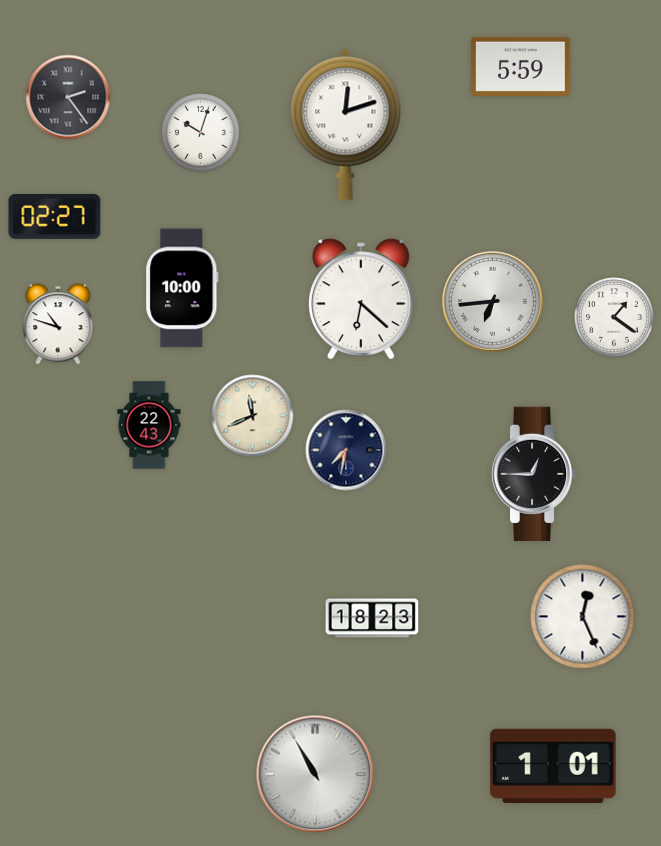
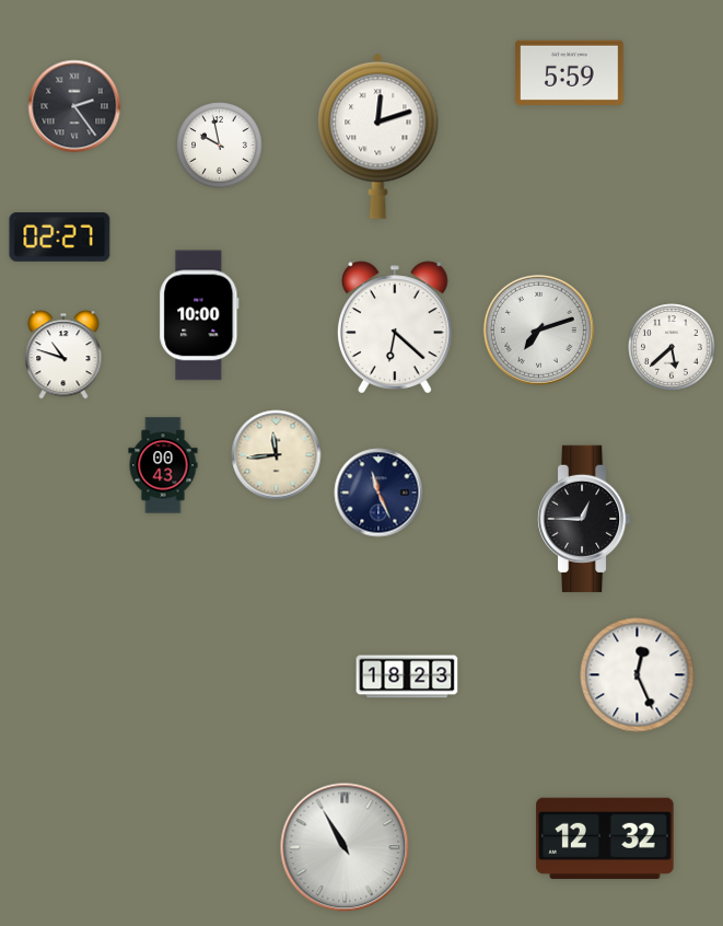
clock at (201, 133): 10:03 -> 9:58
clock at (492, 301): 6:44 -> 7:12
clock at (614, 317): 1:21 -> 5:38
clock at (253, 416): 11:41 -> 11:44
clock at (149, 425): 22:43 -> 00:43
clock at (346, 450): 7:32 -> 11:26
clock at (553, 766): 1:01 -> 12:32
